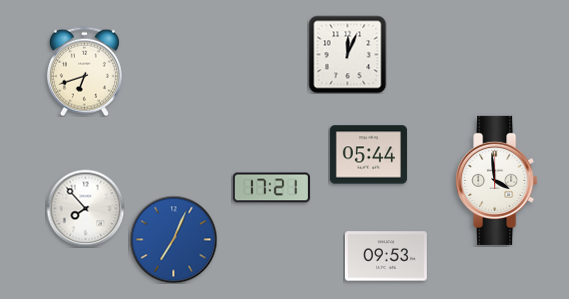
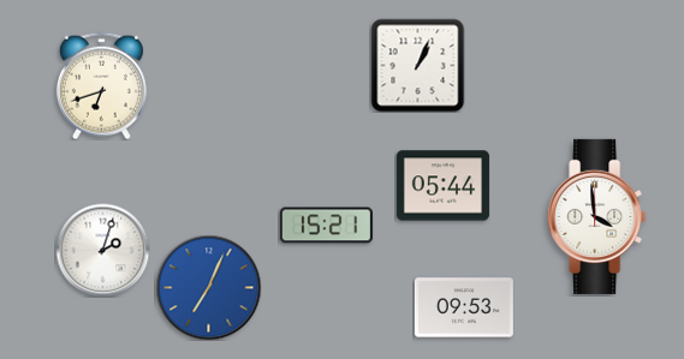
clock at (347, 54): 12:04 -> 1:04
clock at (271, 188): 17:21 -> 15:21
clock at (85, 208): 7:53 -> 2:03
